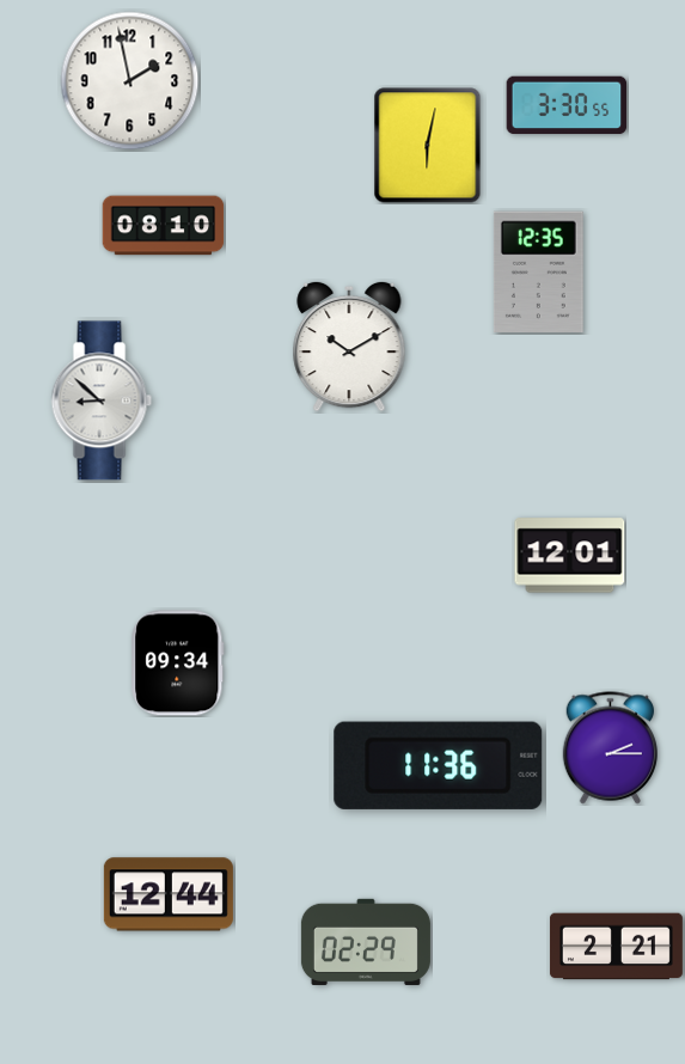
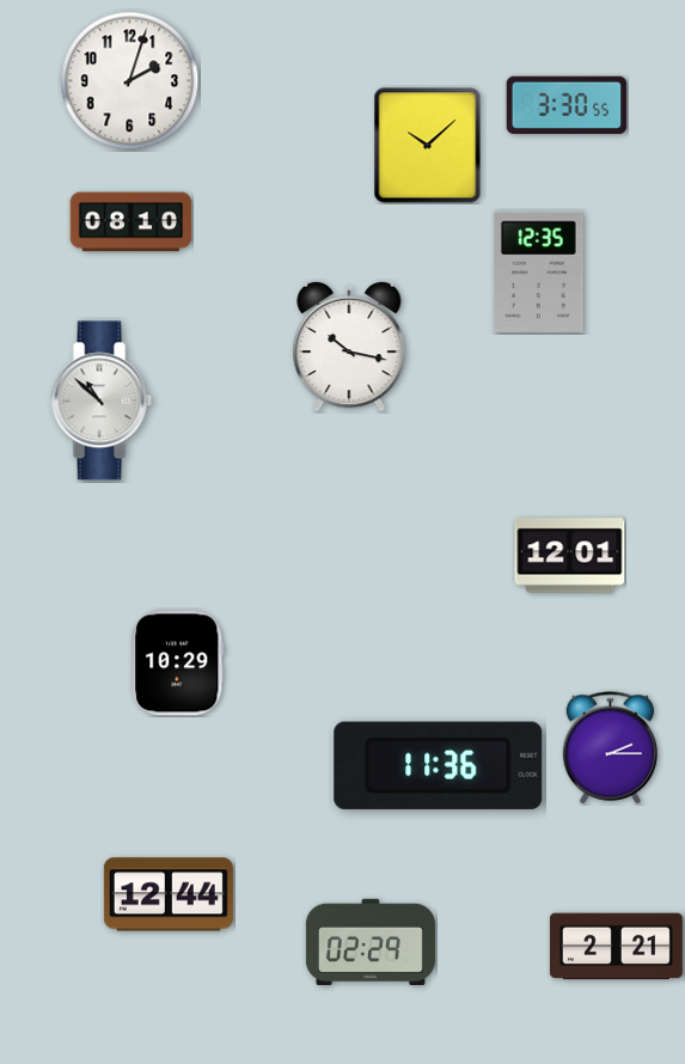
clock at (130, 81): 1:58 -> 2:03
clock at (428, 146): 6:02 -> 10:08
clock at (164, 226) position: (164, 226) -> (132, 222)
clock at (349, 347): 10:10 -> 10:17
clock at (102, 400): 8:52 -> 10:52
clock at (178, 664): 09:34 -> 10:29
clock at (366, 942) position: (366, 942) -> (371, 942)
